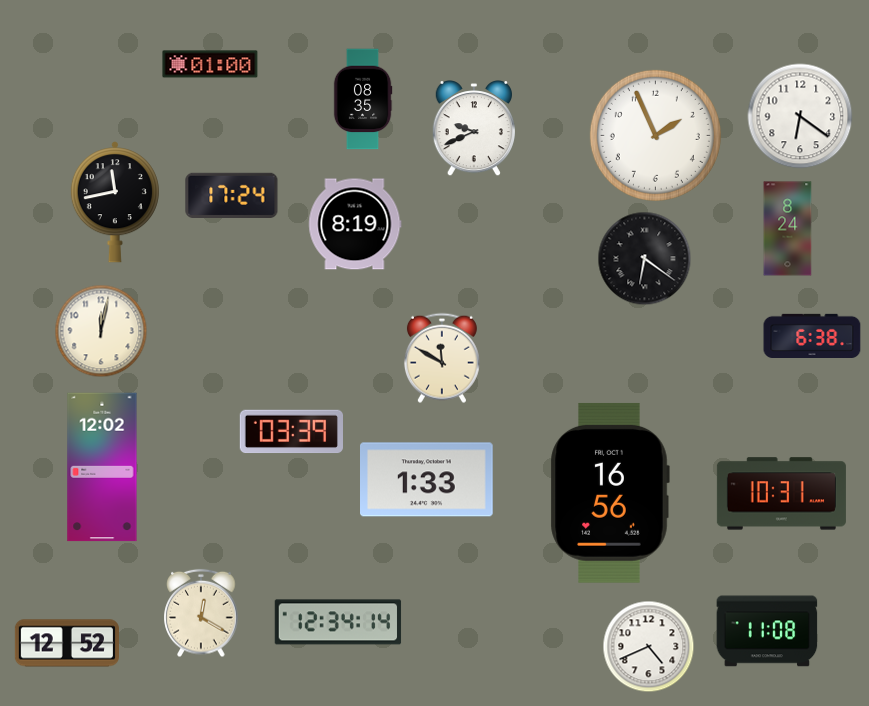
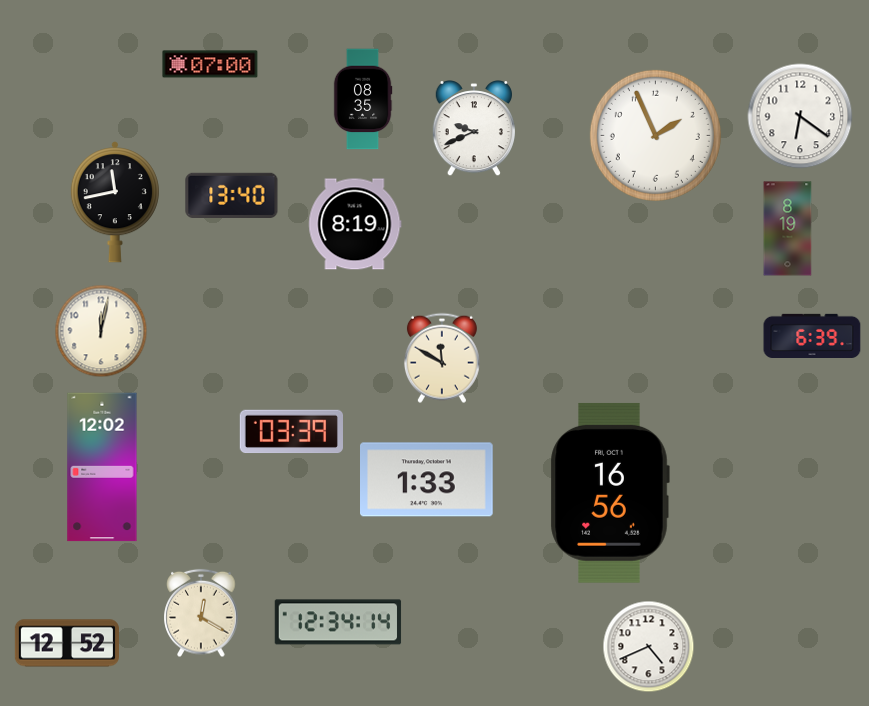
clock at (210, 64): 01:00 -> 07:00
clock at (232, 195): 17:24 -> 13:40
clock at (788, 229): 8:24 -> 8:19
clock at (645, 259): 6:21 -> none
clock at (812, 335): 6:38 -> 6:39
clock at (781, 494): 10:31 -> none
clock at (767, 631): 11:08 -> none
